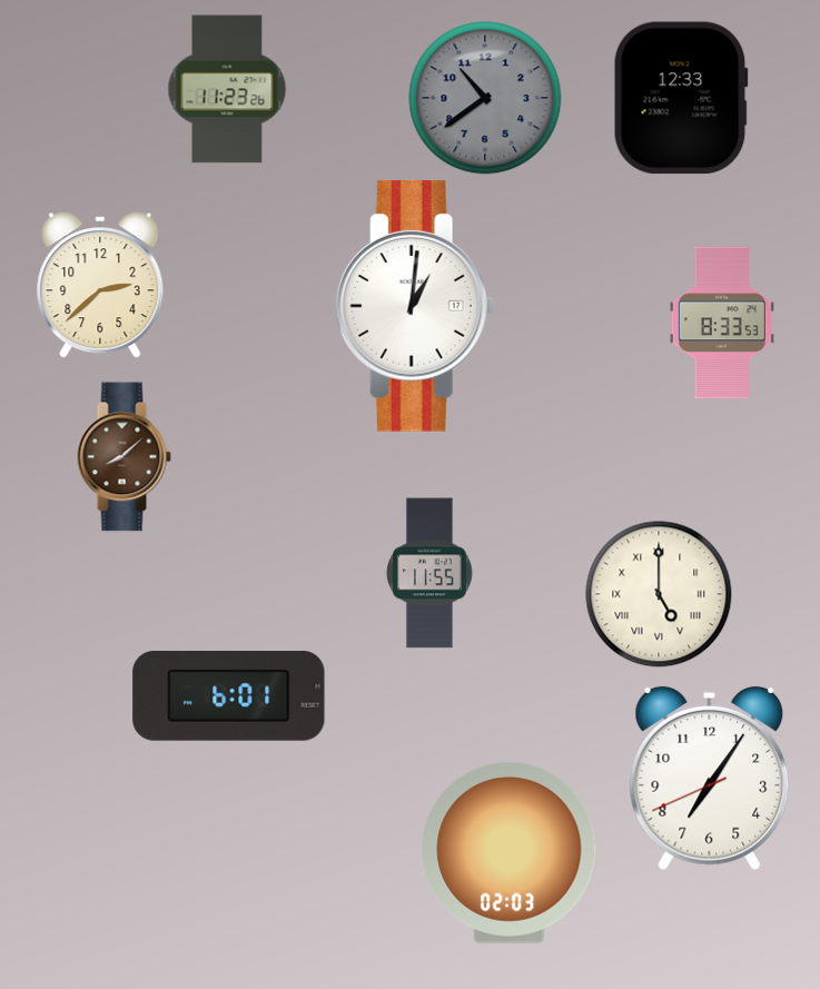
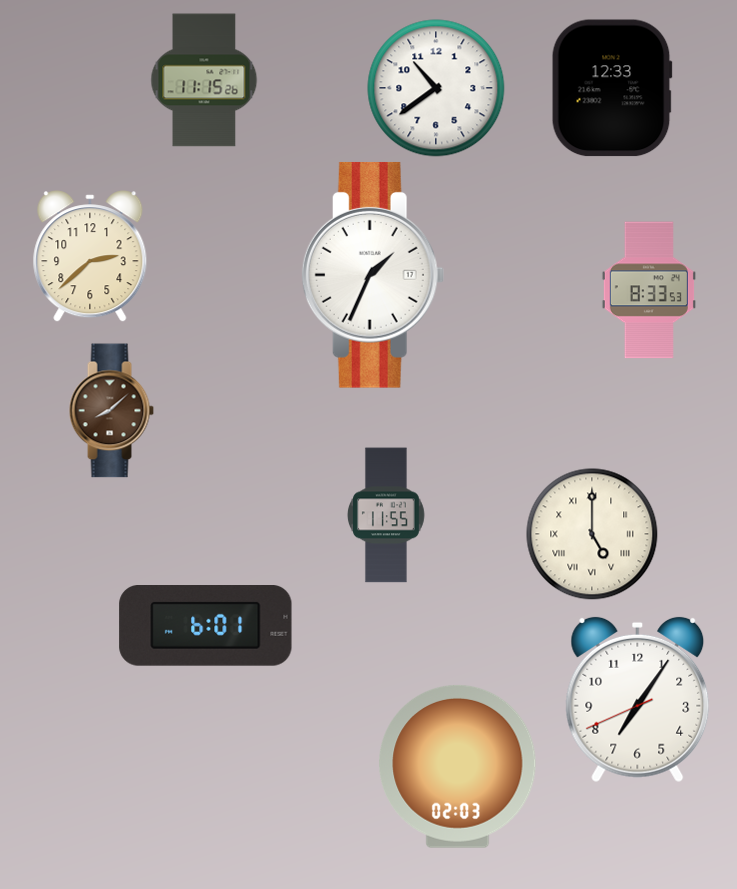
clock at (227, 89): 11:23 -> 11:15
clock at (485, 98) dial: grey -> white
clock at (415, 306): 1:01 -> 1:34
